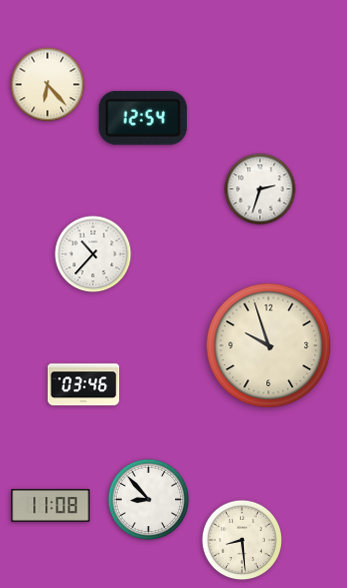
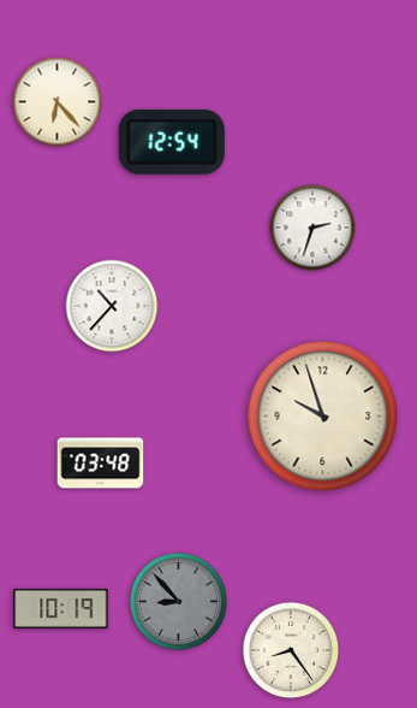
clock at (84, 385): 03:46 -> 03:48
clock at (149, 500) dial: white -> grey
clock at (51, 505): 11:08 -> 10:19
clock at (242, 540): 8:29 -> 8:24
